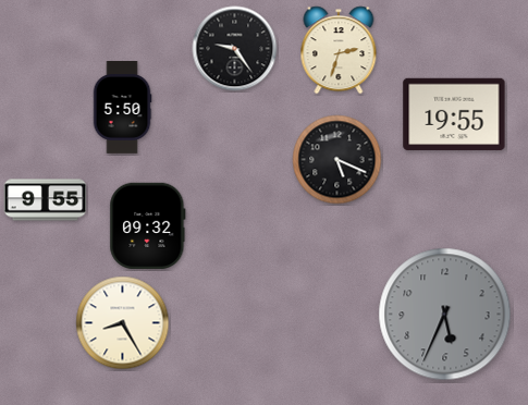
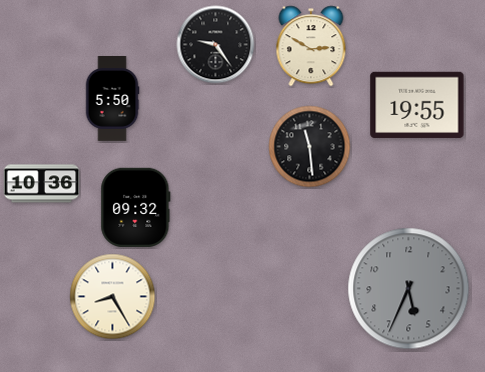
clock at (339, 50): 2:33 -> 2:50
clock at (337, 160): 5:19 -> 11:29
clock at (46, 200): 9:55 -> 10:36
